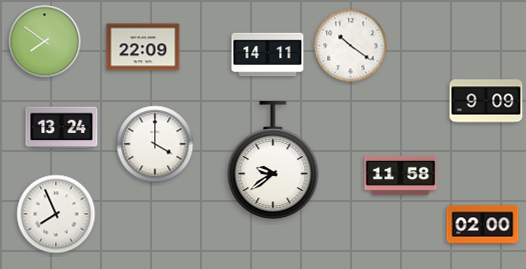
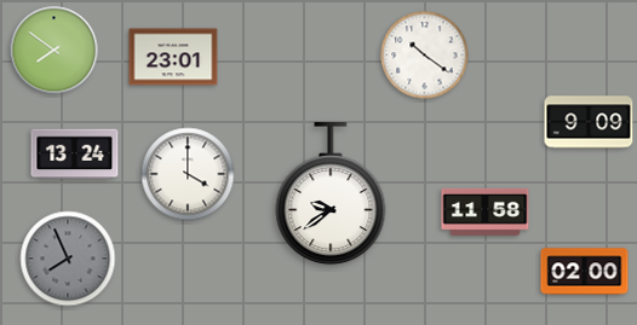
clock at (143, 47): 22:09 -> 23:01
clock at (268, 55): 14:11 -> none
clock at (56, 214) dial: white -> grey
